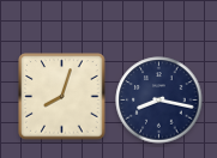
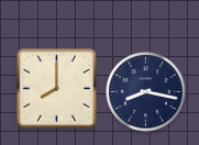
clock at (62, 97): 8:03 -> 8:00
